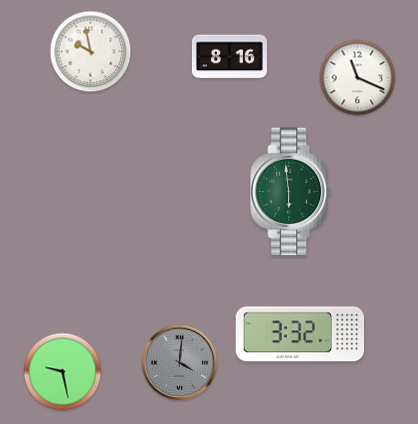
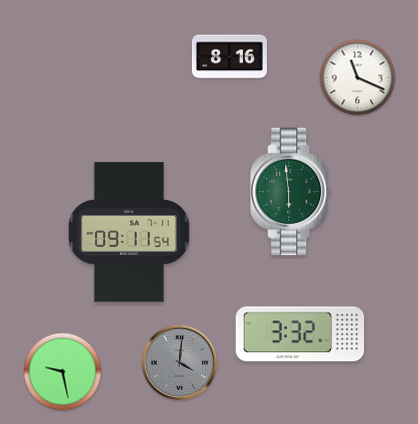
clock at (91, 52): 9:58 -> none
clock at (129, 232): none -> 09:11
